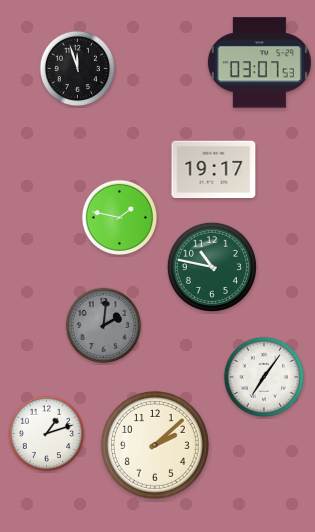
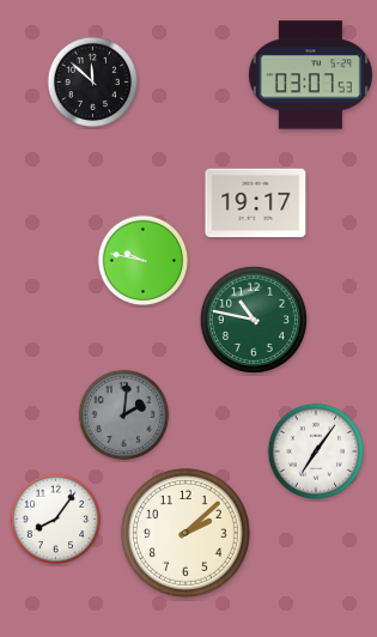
clock at (78, 69): 11:57 -> 11:52
clock at (120, 218): 1:47 -> 9:47
clock at (104, 326) position: (104, 326) -> (124, 415)
clock at (47, 434): 1:12 -> 8:06
